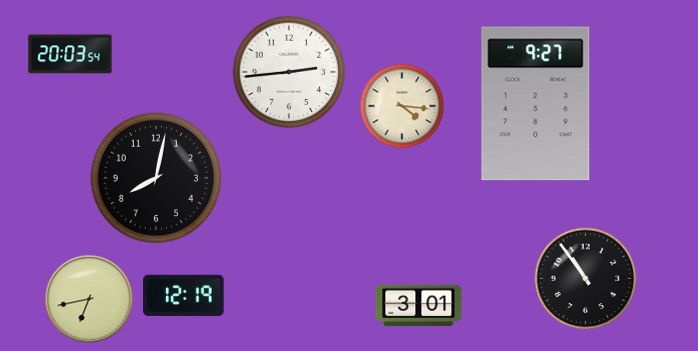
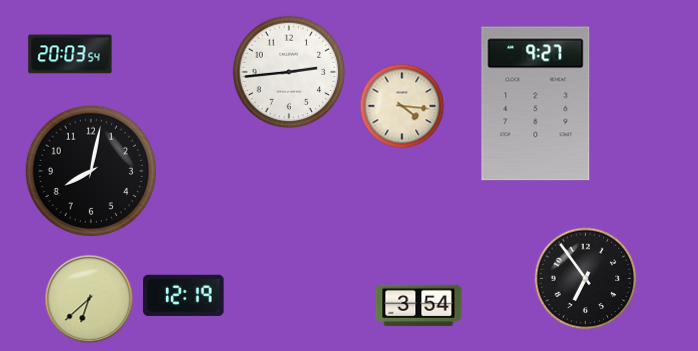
clock at (156, 178) position: (156, 178) -> (91, 171)
clock at (586, 279): 10:54 -> 6:54
clock at (89, 299): 6:43 -> 6:38
clock at (419, 306): 3:01 -> 3:54
